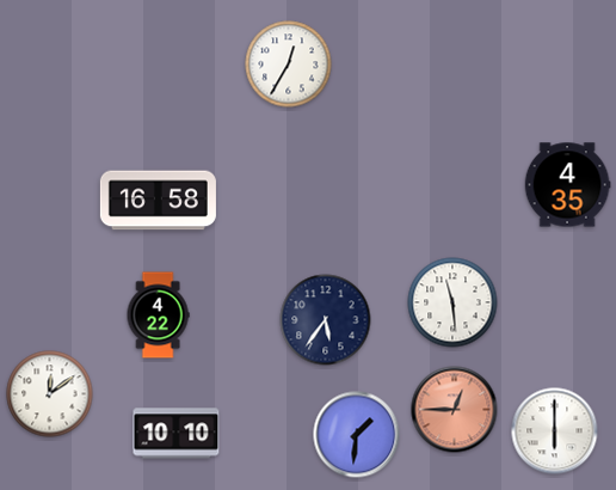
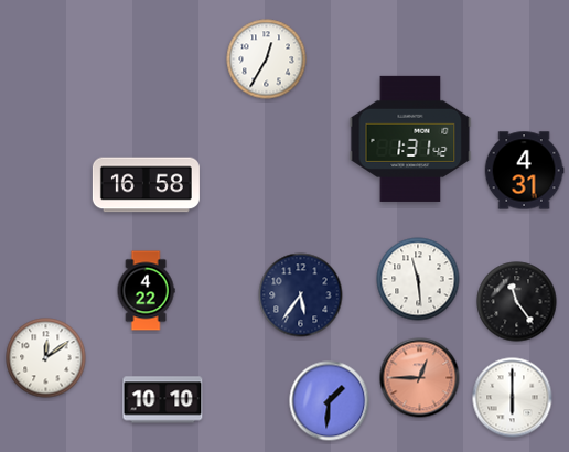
clock at (410, 139): none -> 1:31
clock at (567, 185): 4:35 -> 4:31
clock at (517, 302): none -> 11:24
clock at (50, 394) position: (50, 394) -> (46, 358)
